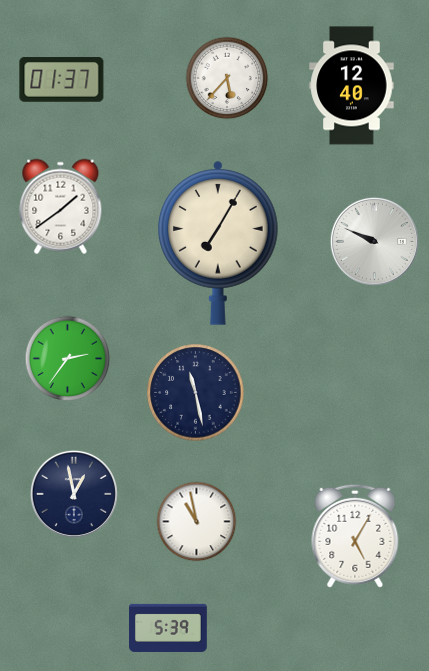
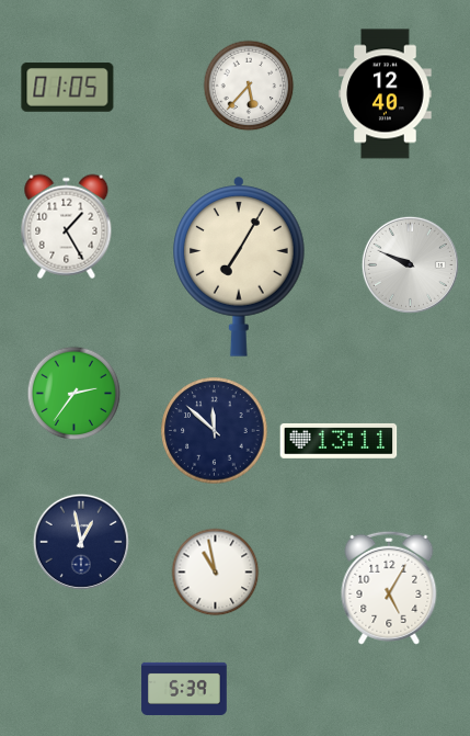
clock at (62, 80): 01:37 -> 01:05
clock at (61, 207): 1:39 -> 1:25
clock at (196, 393): 11:28 -> 11:52
clock at (339, 441): none -> 13:11
